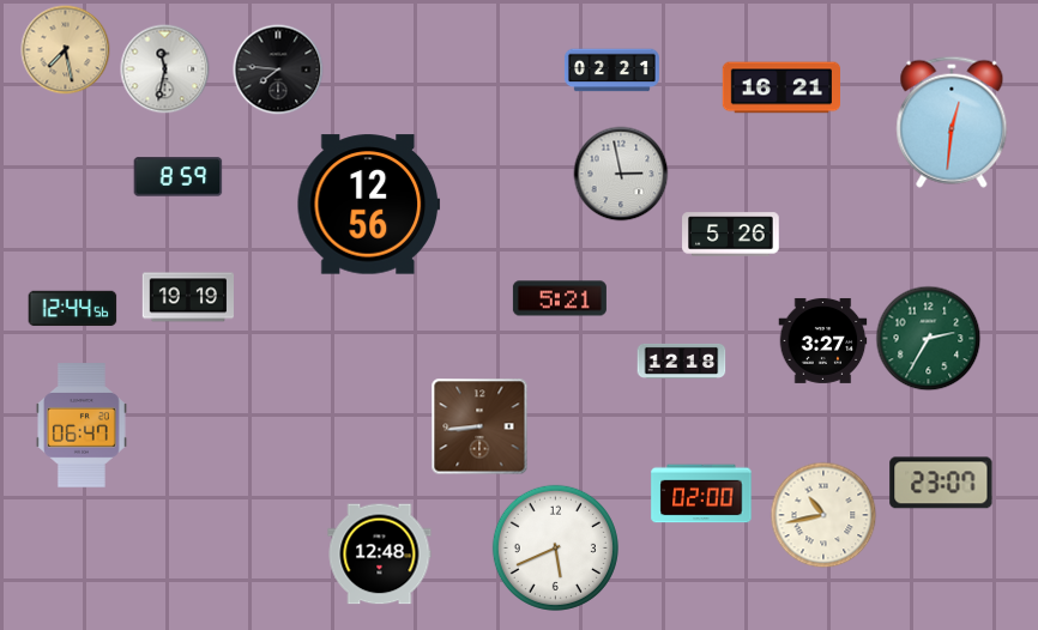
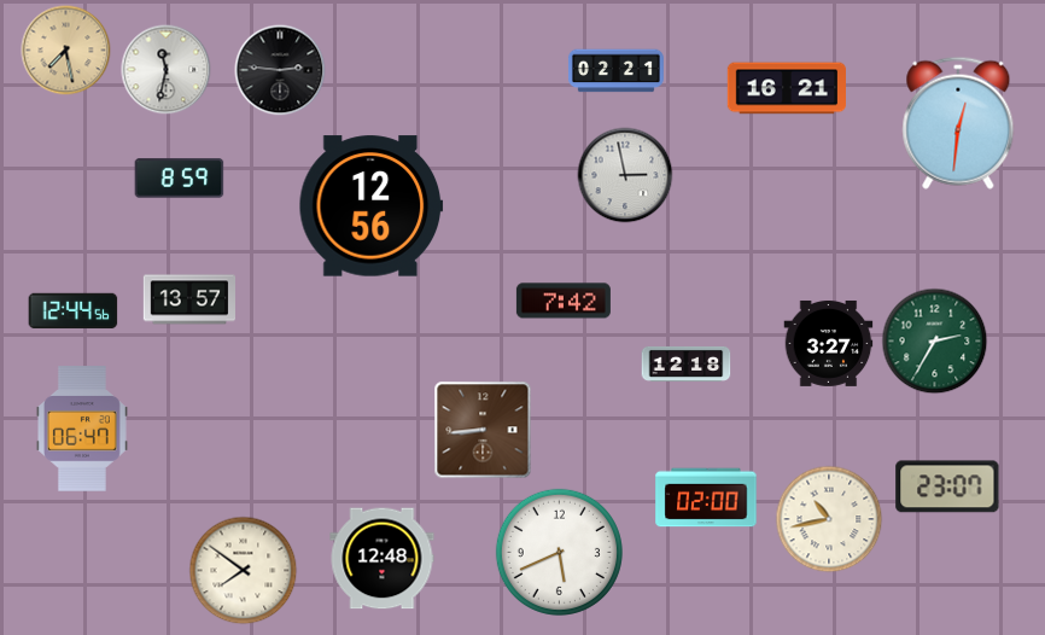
clock at (278, 69): 7:46 -> 2:46
clock at (731, 235): 5:26 -> none
clock at (187, 297): 19:19 -> 13:57
clock at (560, 298): 5:21 -> 7:42
clock at (244, 571): none -> 7:51
